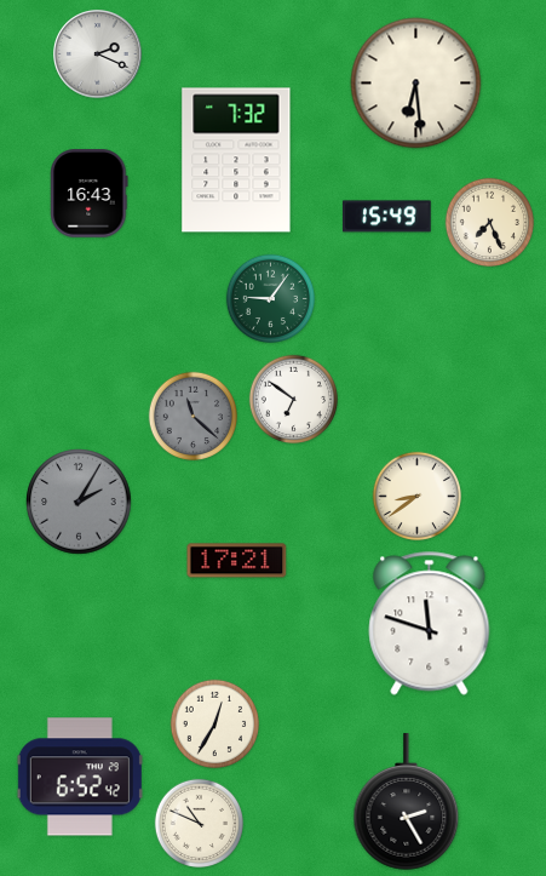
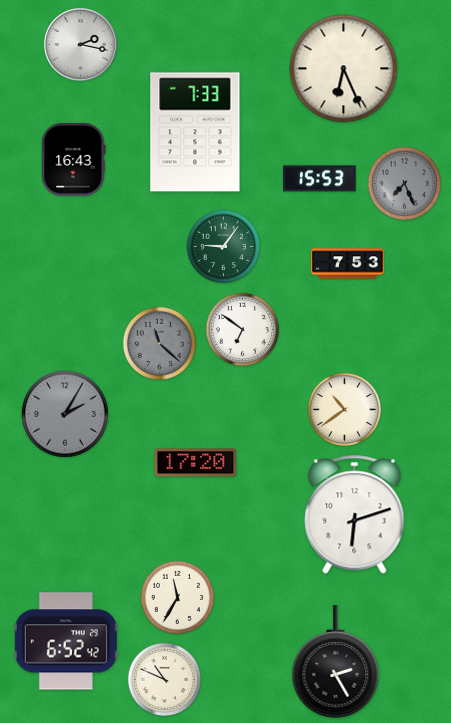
clock at (98, 55): 2:19 -> 2:17
clock at (416, 84): 6:29 -> 6:26
clock at (236, 160): 7:32 -> 7:33
clock at (387, 217): 15:49 -> 15:53
clock at (489, 222) dial: cream -> grey
clock at (348, 264): none -> 7:53
clock at (416, 496): 8:39 -> 10:39
clock at (237, 561): 17:21 -> 17:20
clock at (430, 624): 11:48 -> 6:12
clock at (214, 723): 12:35 -> 11:35
